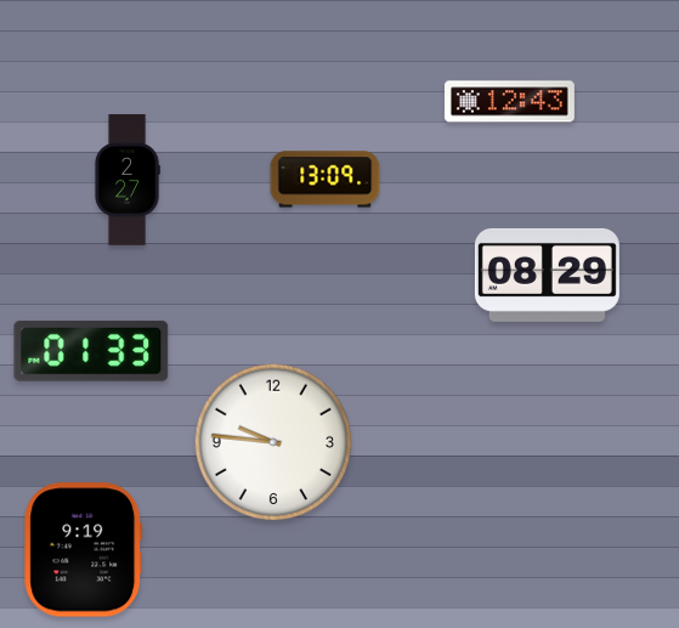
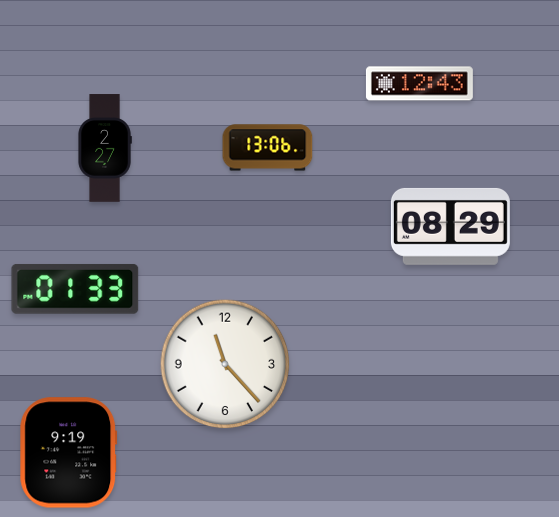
clock at (326, 180): 13:09 -> 13:06
clock at (273, 442): 9:46 -> 11:23
